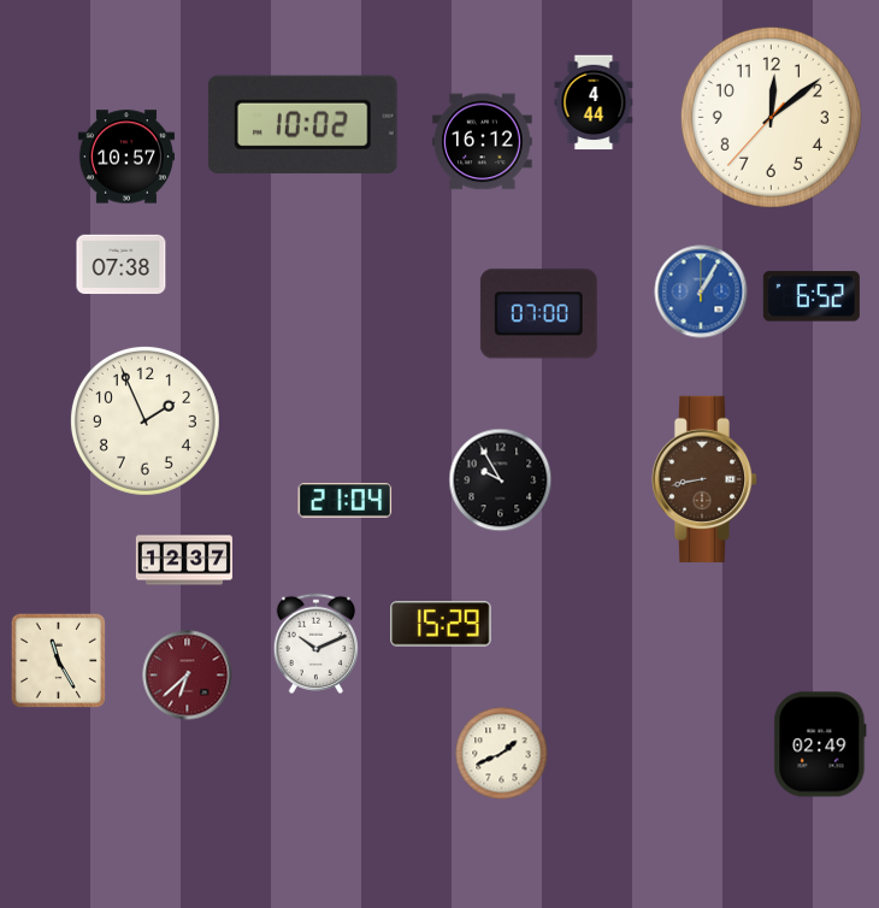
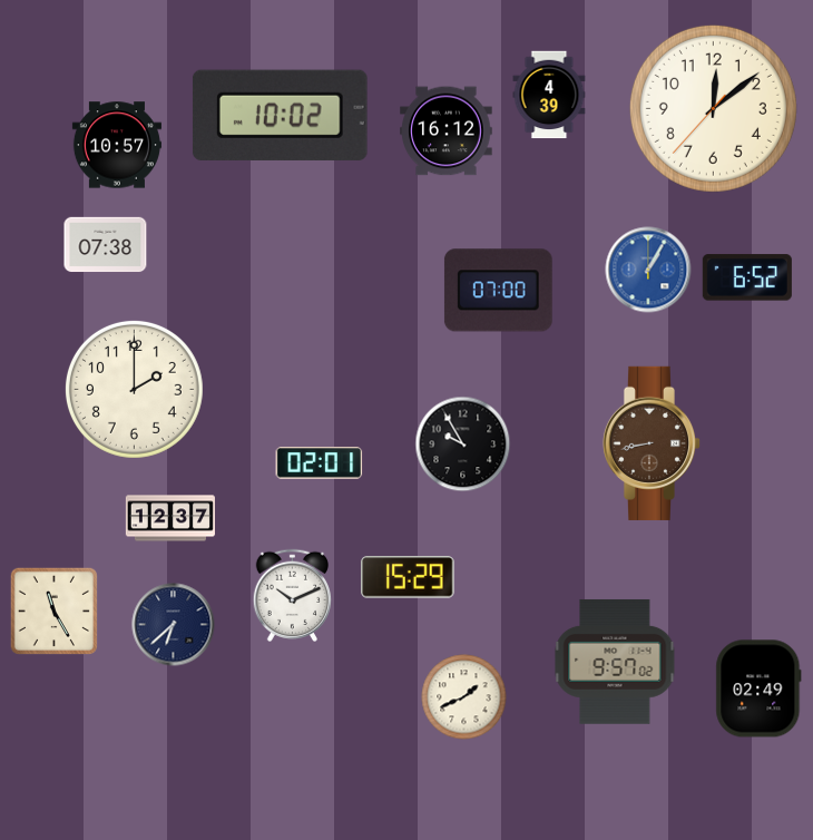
clock at (594, 102): 4:44 -> 4:39
clock at (122, 265) position: (122, 265) -> (106, 245)
clock at (812, 296) position: (812, 296) -> (747, 277)
clock at (144, 420): 1:56 -> 2:00
clock at (346, 501): 21:04 -> 02:01
clock at (188, 676) dial: burgundy -> navy
clock at (615, 662): none -> 9:57
